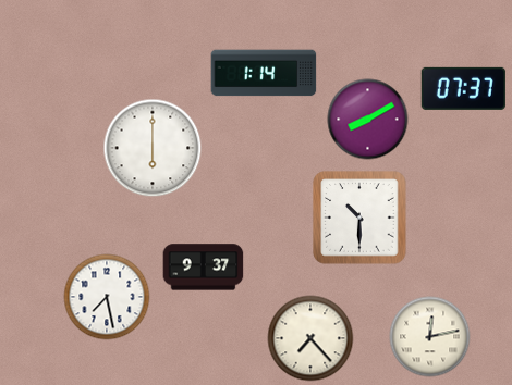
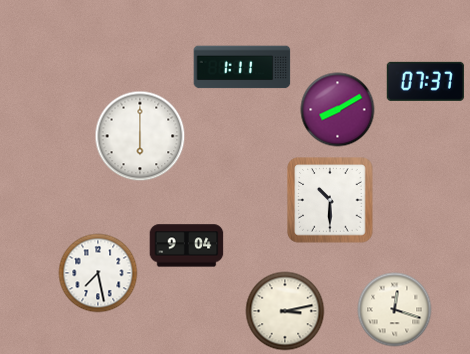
clock at (264, 73): 1:14 -> 1:11
clock at (204, 268): 9:37 -> 9:04
clock at (430, 337): 12:13 -> 12:18
clock at (310, 338): 7:23 -> 3:13
